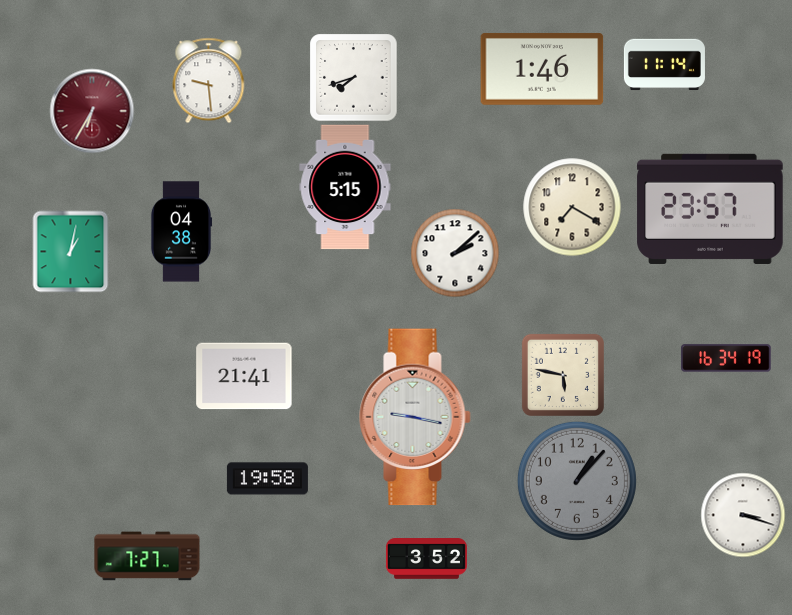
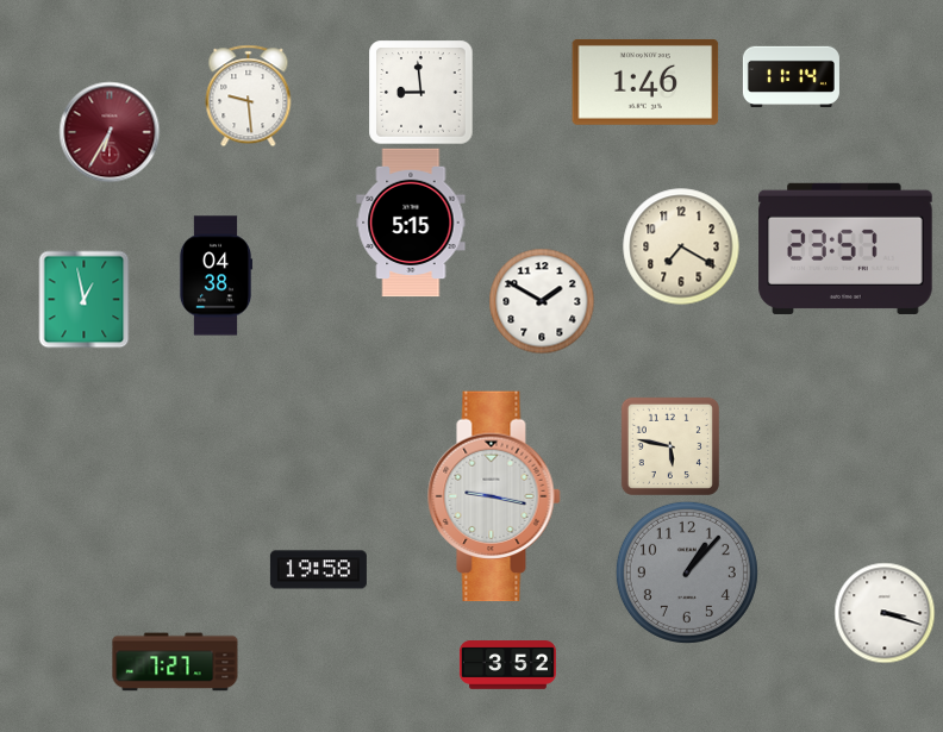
clock at (353, 77): 7:42 -> 8:59
clock at (71, 251): 1:02 -> 12:58
clock at (455, 253): 2:08 -> 1:50
clock at (726, 358): 16:34 -> none
clock at (244, 376): 21:41 -> none
